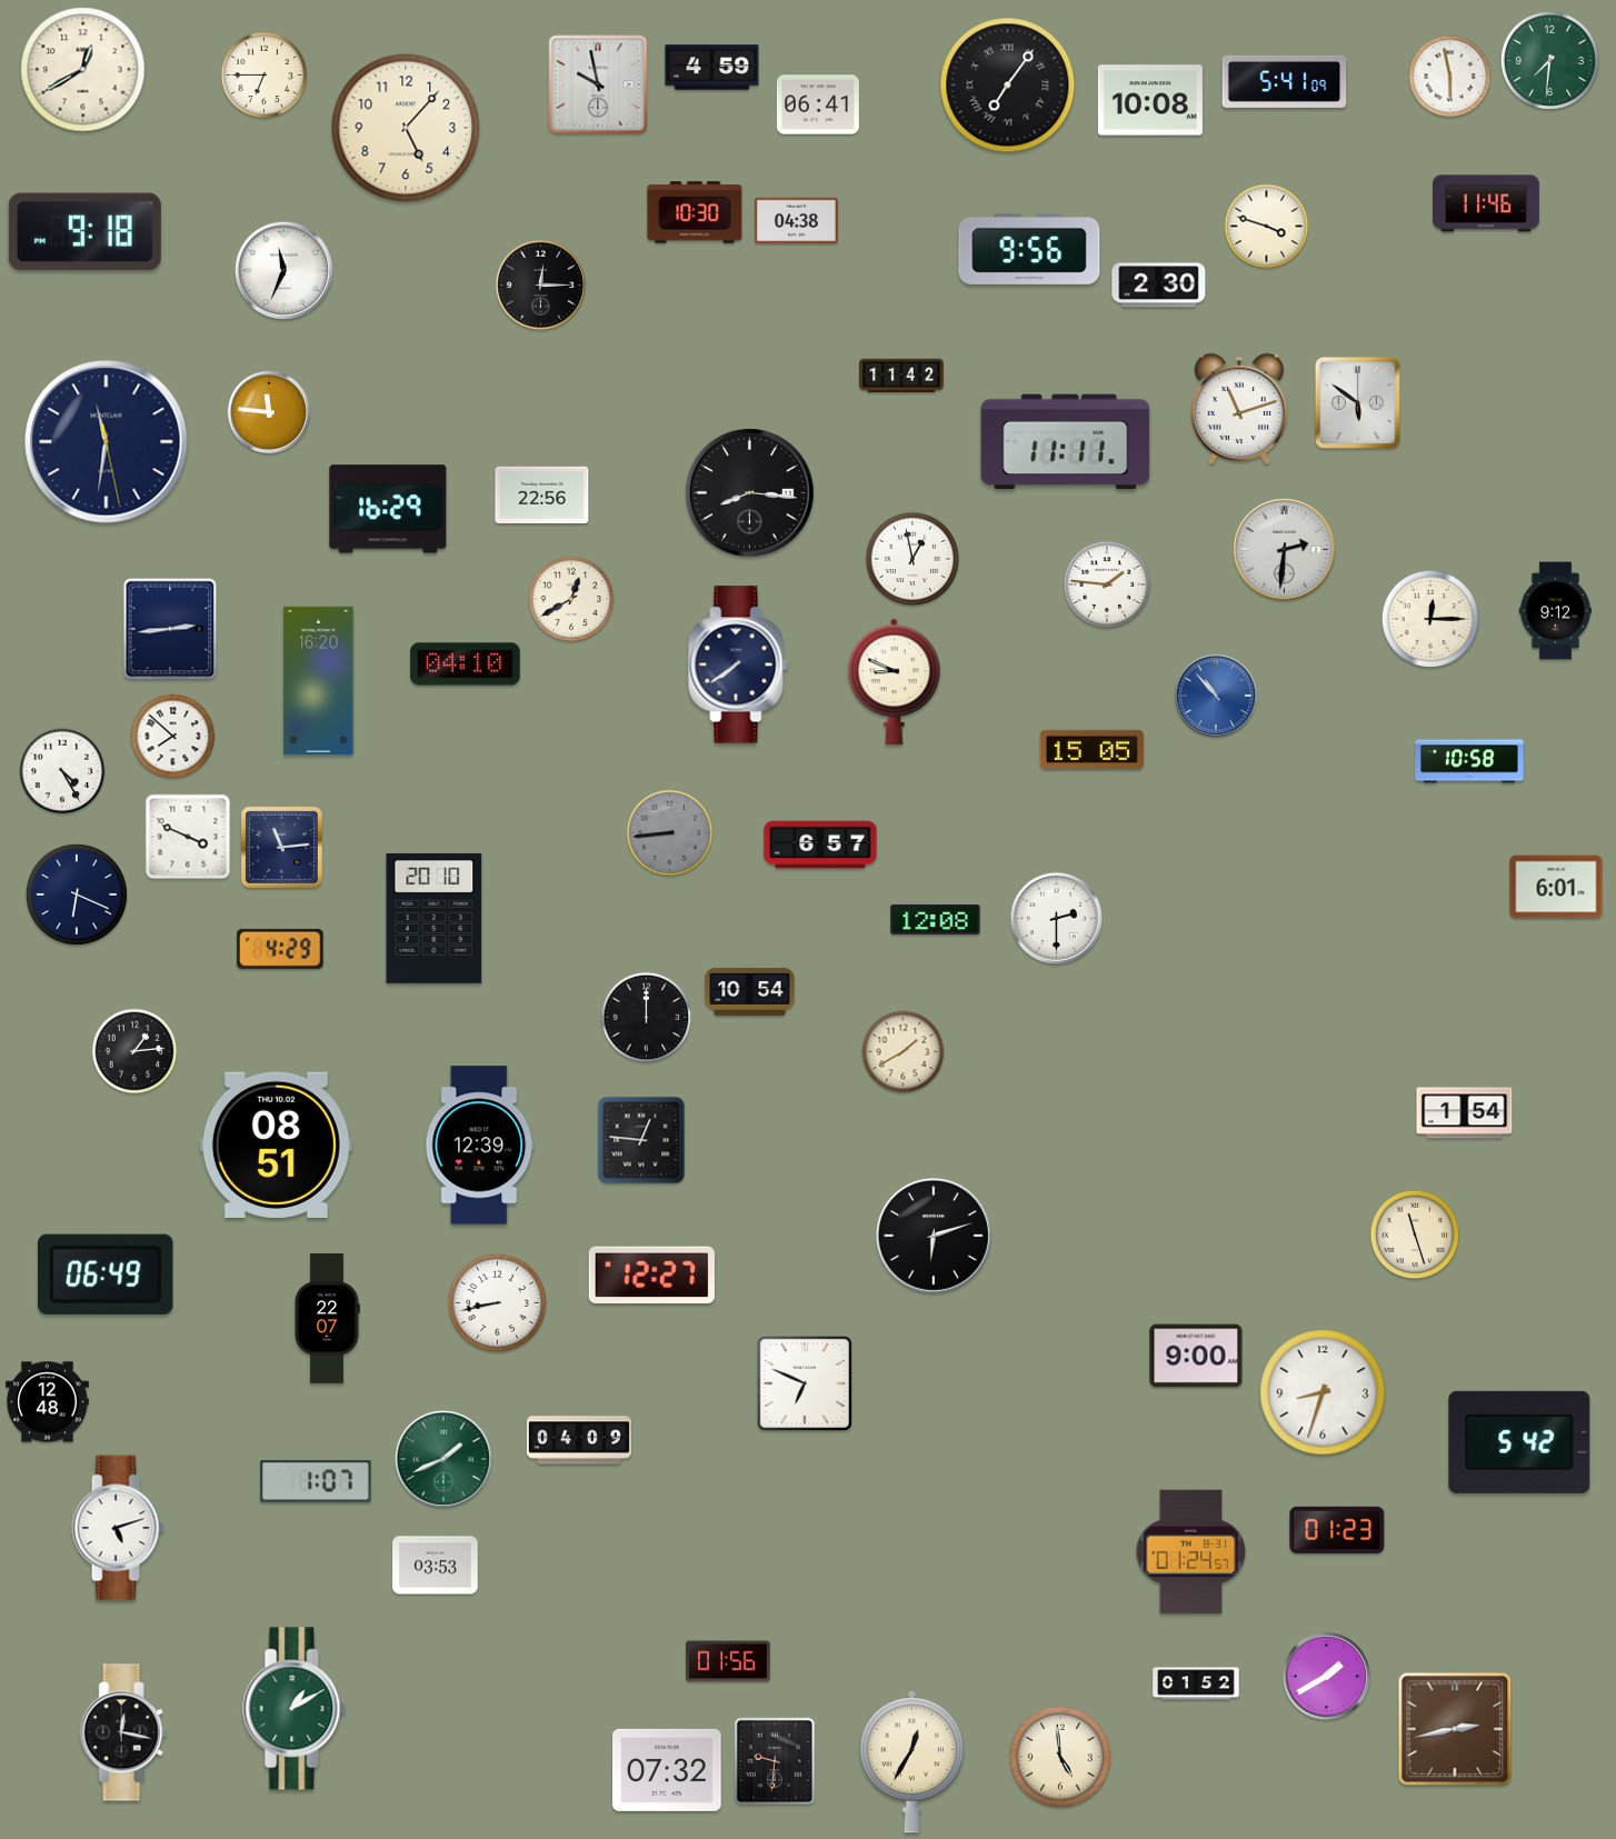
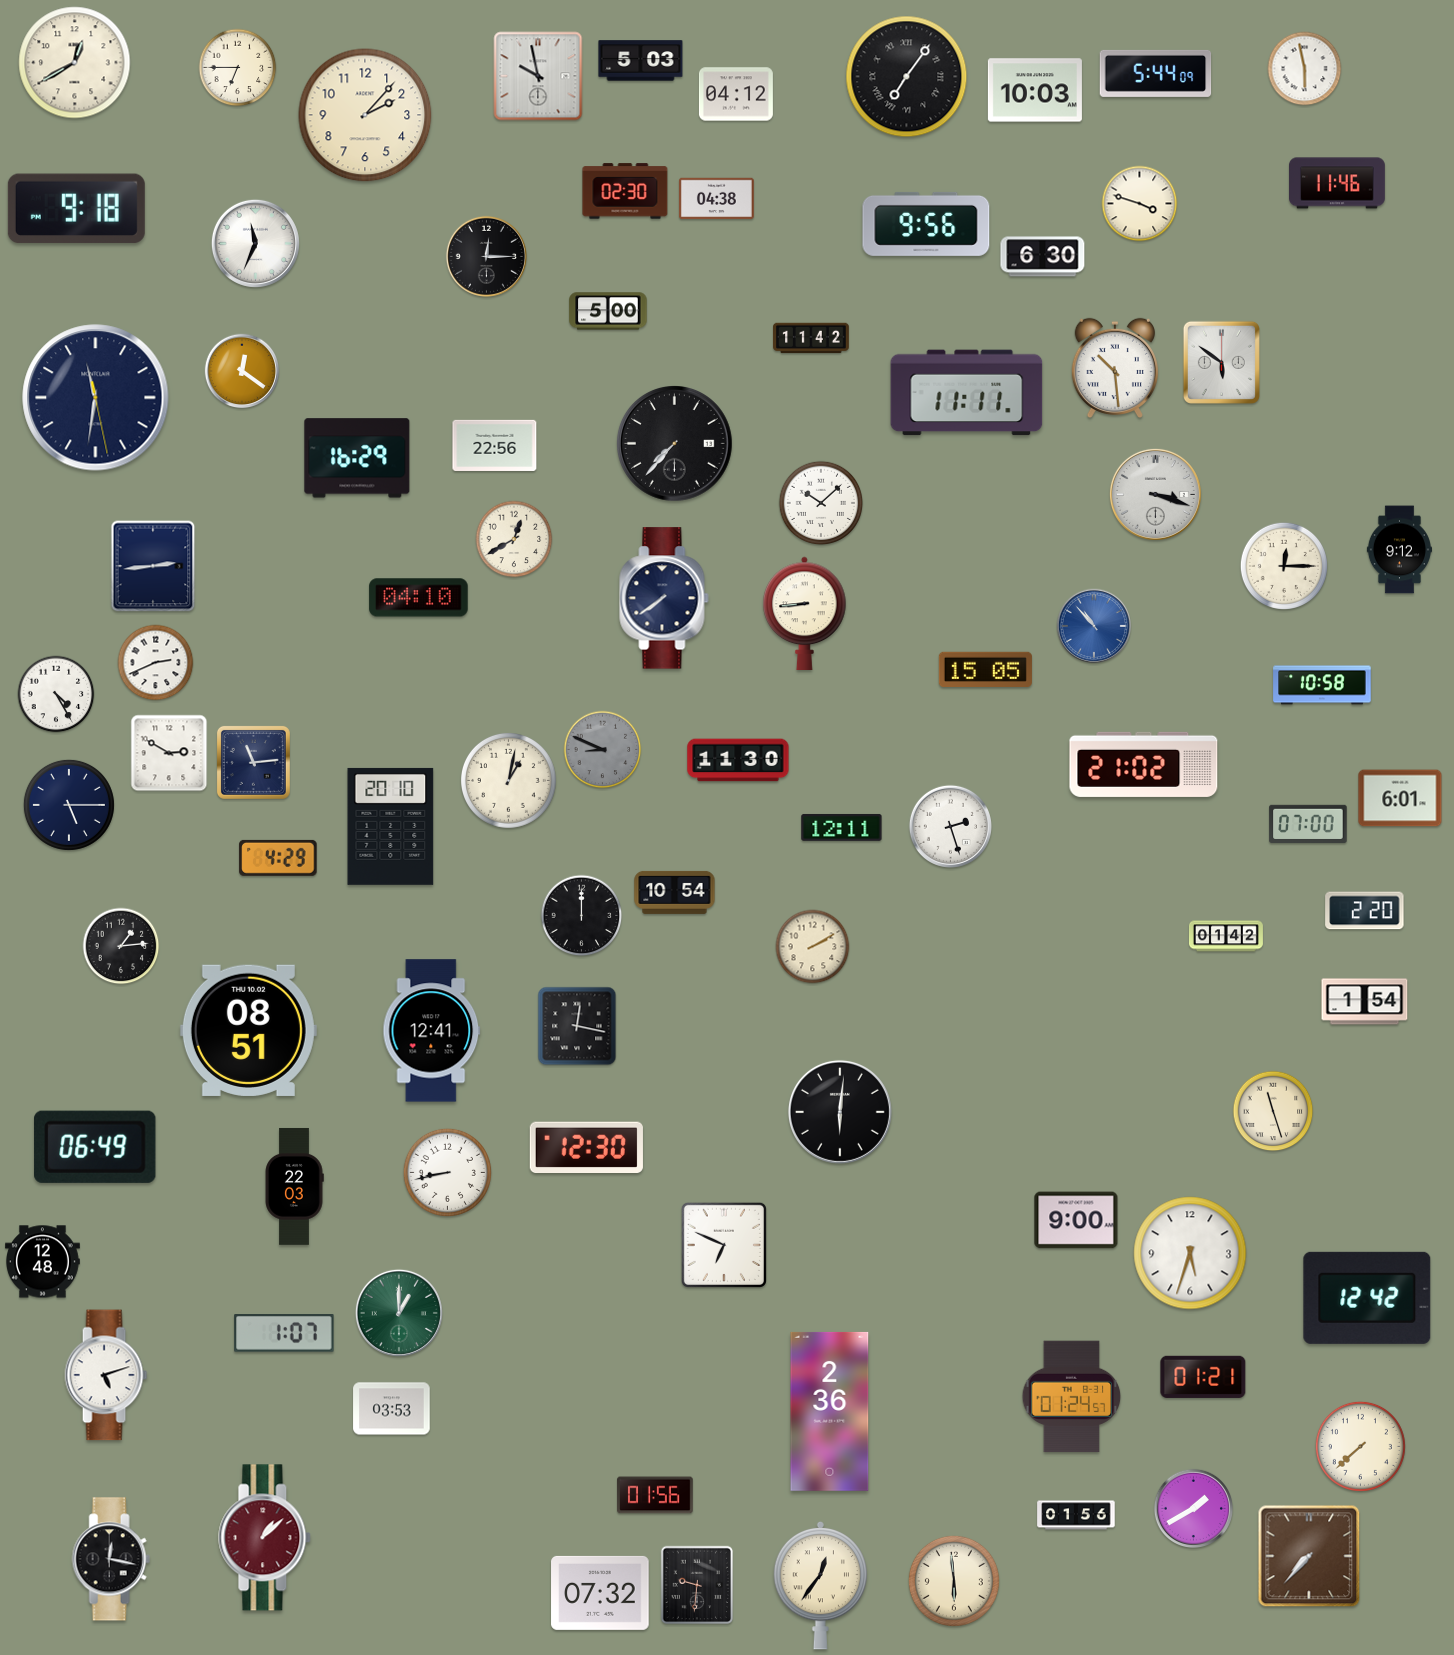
clock at (1549, 60): 7:31 -> none
clock at (712, 68): 4:59 -> 5:03
clock at (1285, 81): 5:41 -> 5:44
clock at (1150, 100): 10:08 -> 10:03
clock at (818, 104): 06:41 -> 04:12
clock at (406, 128): 5:07 -> 2:07
clock at (695, 212): 10:30 -> 02:30
clock at (1159, 286): 2:30 -> 6:30
clock at (608, 311): none -> 5:00
clock at (1239, 409): 11:12 -> 10:29
clock at (269, 412): 11:46 -> 12:21
clock at (1066, 442) position: (1066, 442) -> (967, 393)
clock at (750, 493): 8:16 -> 7:37
clock at (542, 494) position: (542, 494) -> (495, 445)
clock at (388, 509) position: (388, 509) -> (357, 458)
clock at (1284, 549): 2:31 -> 3:18
clock at (912, 559): 12:58 -> 10:08
clock at (1107, 584): 1:46 -> none
clock at (1430, 619) position: (1430, 619) -> (1284, 566)
clock at (319, 681): 16:20 -> none
clock at (895, 681): 8:49 -> 8:44
clock at (173, 737): 7:52 -> 2:41
clock at (1091, 749) position: (1091, 749) -> (985, 669)
clock at (670, 833): 8:44 -> 8:49
clock at (188, 837): 3:49 -> 2:50
clock at (820, 844): 6:57 -> 11:30
clock at (1144, 764): none -> 21:02
clock at (508, 780): none -> 1:02
clock at (77, 894): 6:19 -> 5:15
clock at (1308, 823): none -> 07:00
clock at (1056, 918): 2:30 -> 2:27
clock at (936, 920): 12:08 -> 12:11
clock at (280, 949) position: (280, 949) -> (278, 858)
clock at (1365, 911): none -> 2:20
clock at (1226, 936): none -> 01:42
clock at (904, 1052): 1:40 -> 2:10
clock at (1465, 1113) position: (1465, 1113) -> (1365, 1002)
clock at (641, 1140): 12:46 -> 12:17
clock at (480, 1146): 12:39 -> 12:41
clock at (934, 1236): 6:12 -> 6:01
clock at (651, 1275): 12:27 -> 12:30
clock at (327, 1319): 22:07 -> 22:03
clock at (1323, 1392): 8:33 -> 5:33
clock at (579, 1440): 04:09 -> none
clock at (1519, 1442): 5:42 -> 12:42
clock at (443, 1459): 1:41 -> 1:00
clock at (1337, 1530): 01:23 -> 01:21
clock at (830, 1411): none -> 2:36
clock at (1360, 1446): none -> 7:38
clock at (1196, 1683): 01:52 -> 01:56
clock at (295, 1709): 1:10 -> 1:08
clock at (295, 1709) dial: green -> burgundy
clock at (1455, 1729): 2:43 -> 7:37
clock at (1060, 1757): 4:59 -> 5:59
clock at (911, 1761): 12:35 -> 12:36
